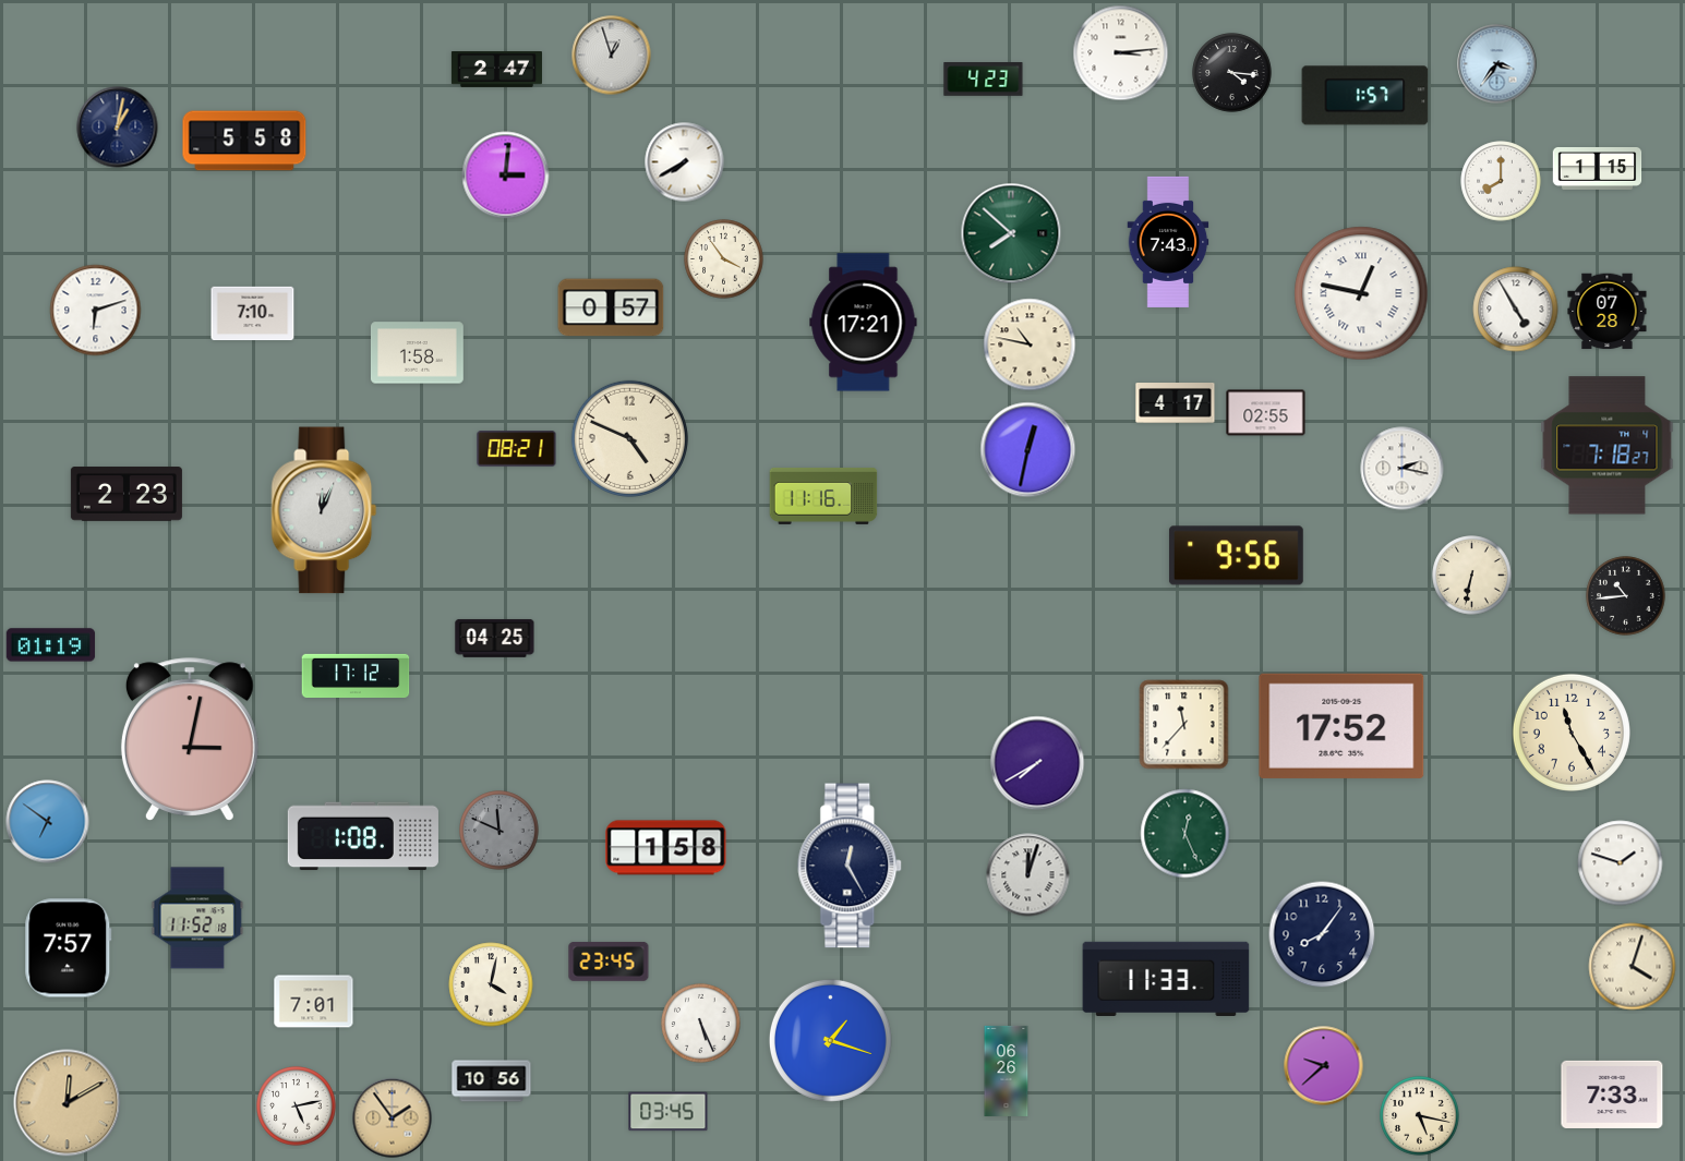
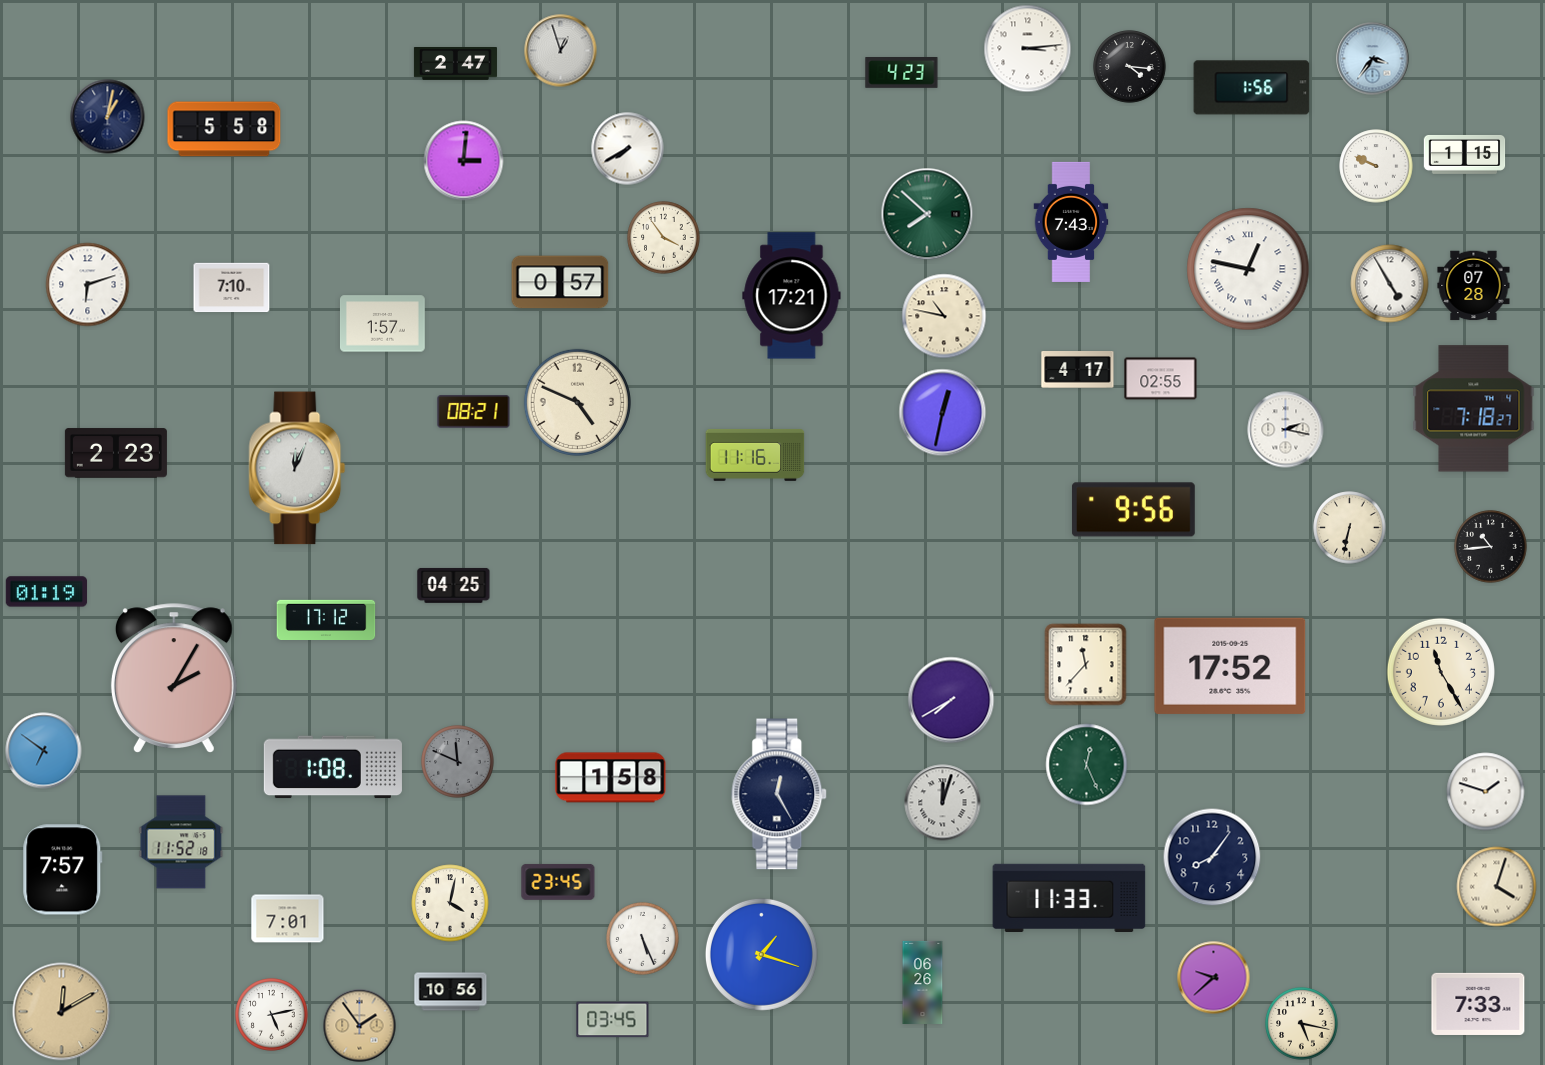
clock at (1365, 96): 1:57 -> 1:56
clock at (1501, 181): 8:00 -> 9:49
clock at (417, 353): 1:58 -> 1:57
clock at (190, 739): 3:02 -> 2:05
clock at (48, 822) position: (48, 822) -> (44, 751)
